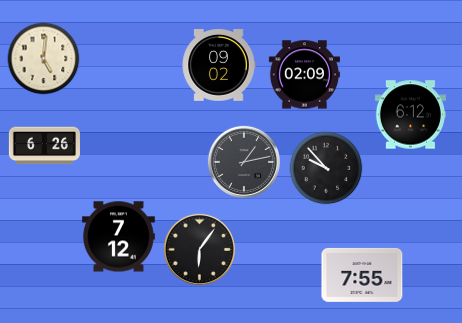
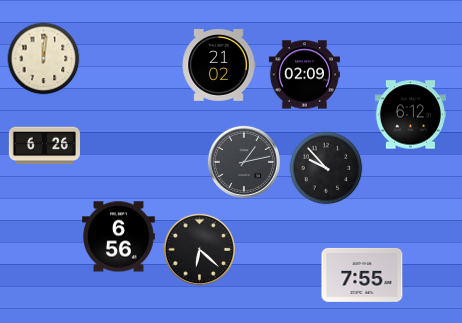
clock at (44, 59): 5:01 -> 12:01
clock at (219, 66): 09:02 -> 21:02
clock at (119, 237): 7:12 -> 6:56
clock at (199, 249): 6:06 -> 6:22
